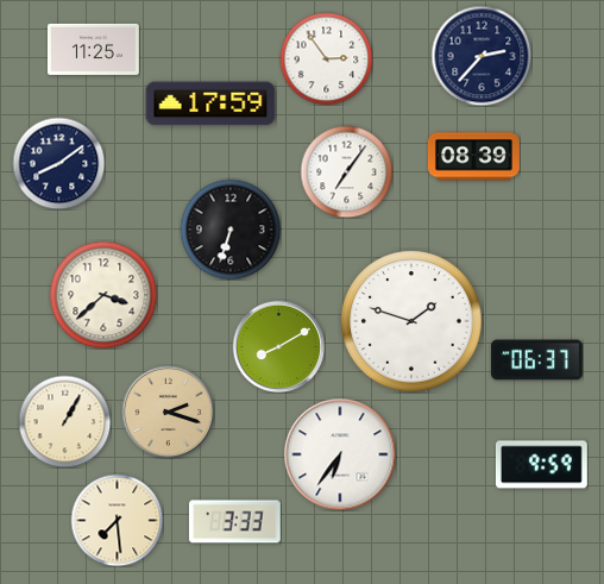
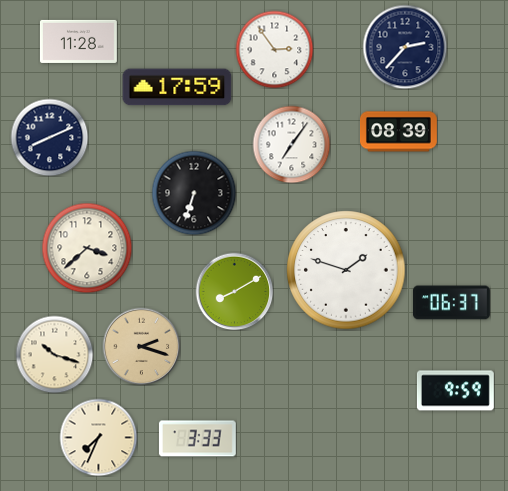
clock at (93, 49): 11:25 -> 11:28
clock at (58, 163): 8:09 -> 8:11
clock at (64, 421): 1:05 -> 10:18
clock at (340, 454): 6:36 -> none
clock at (117, 520): 7:29 -> 7:34
